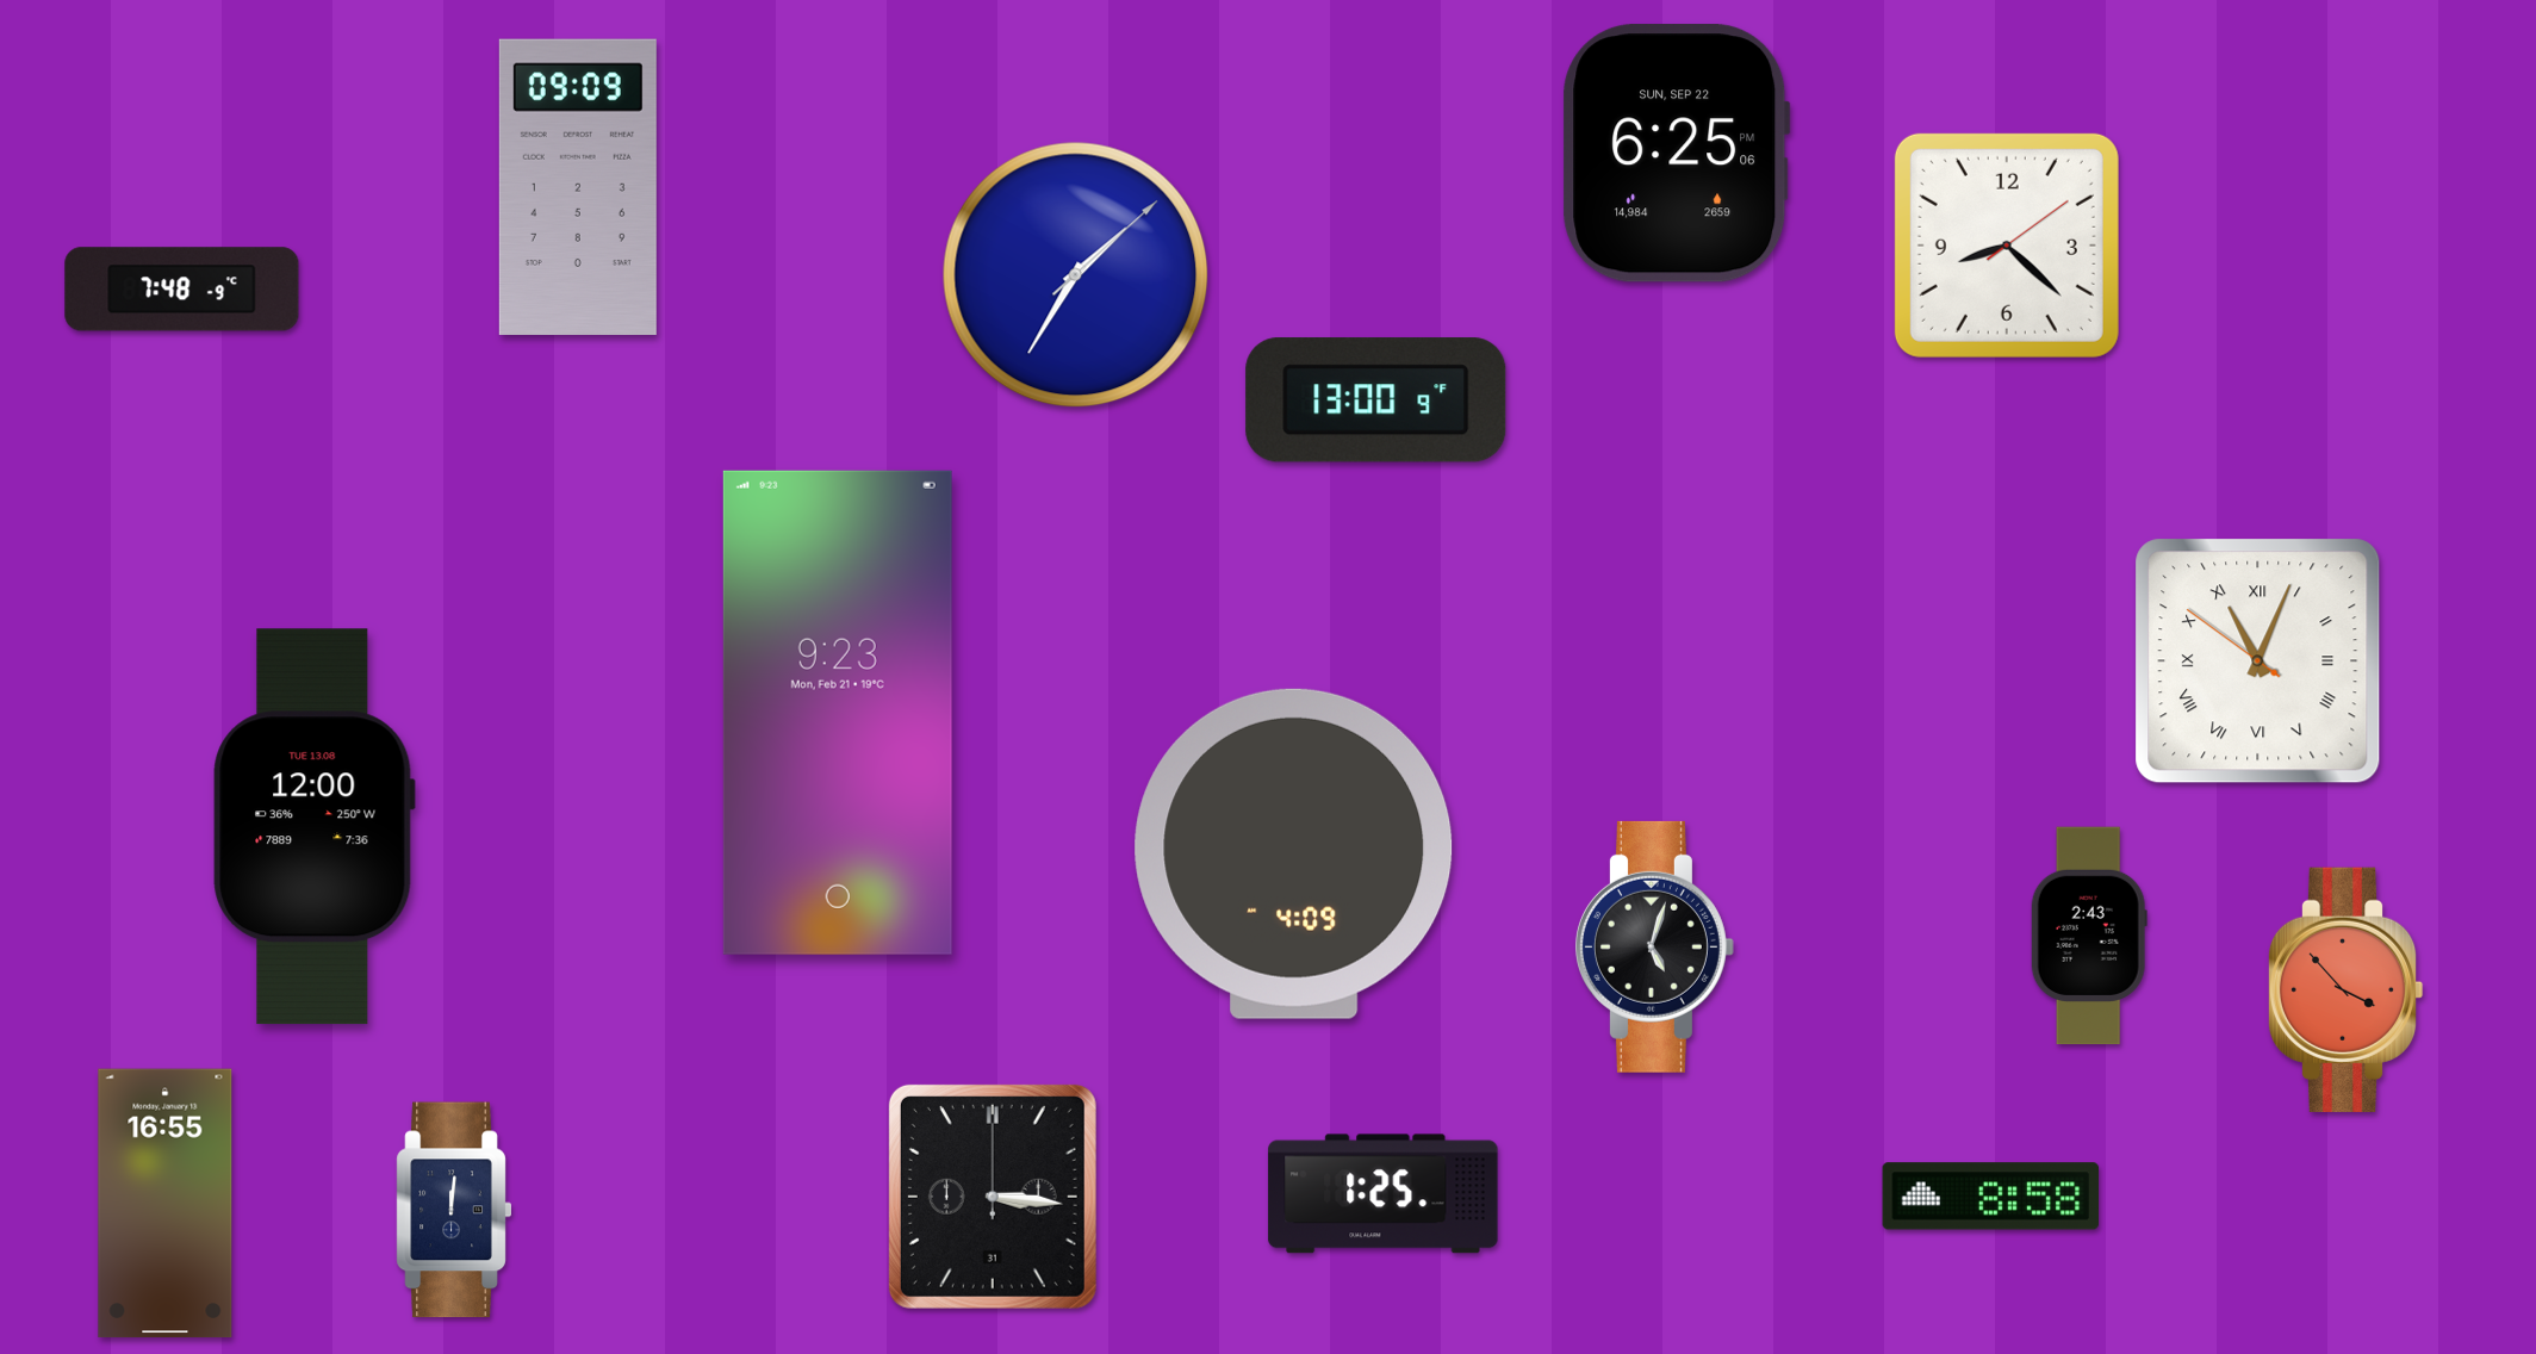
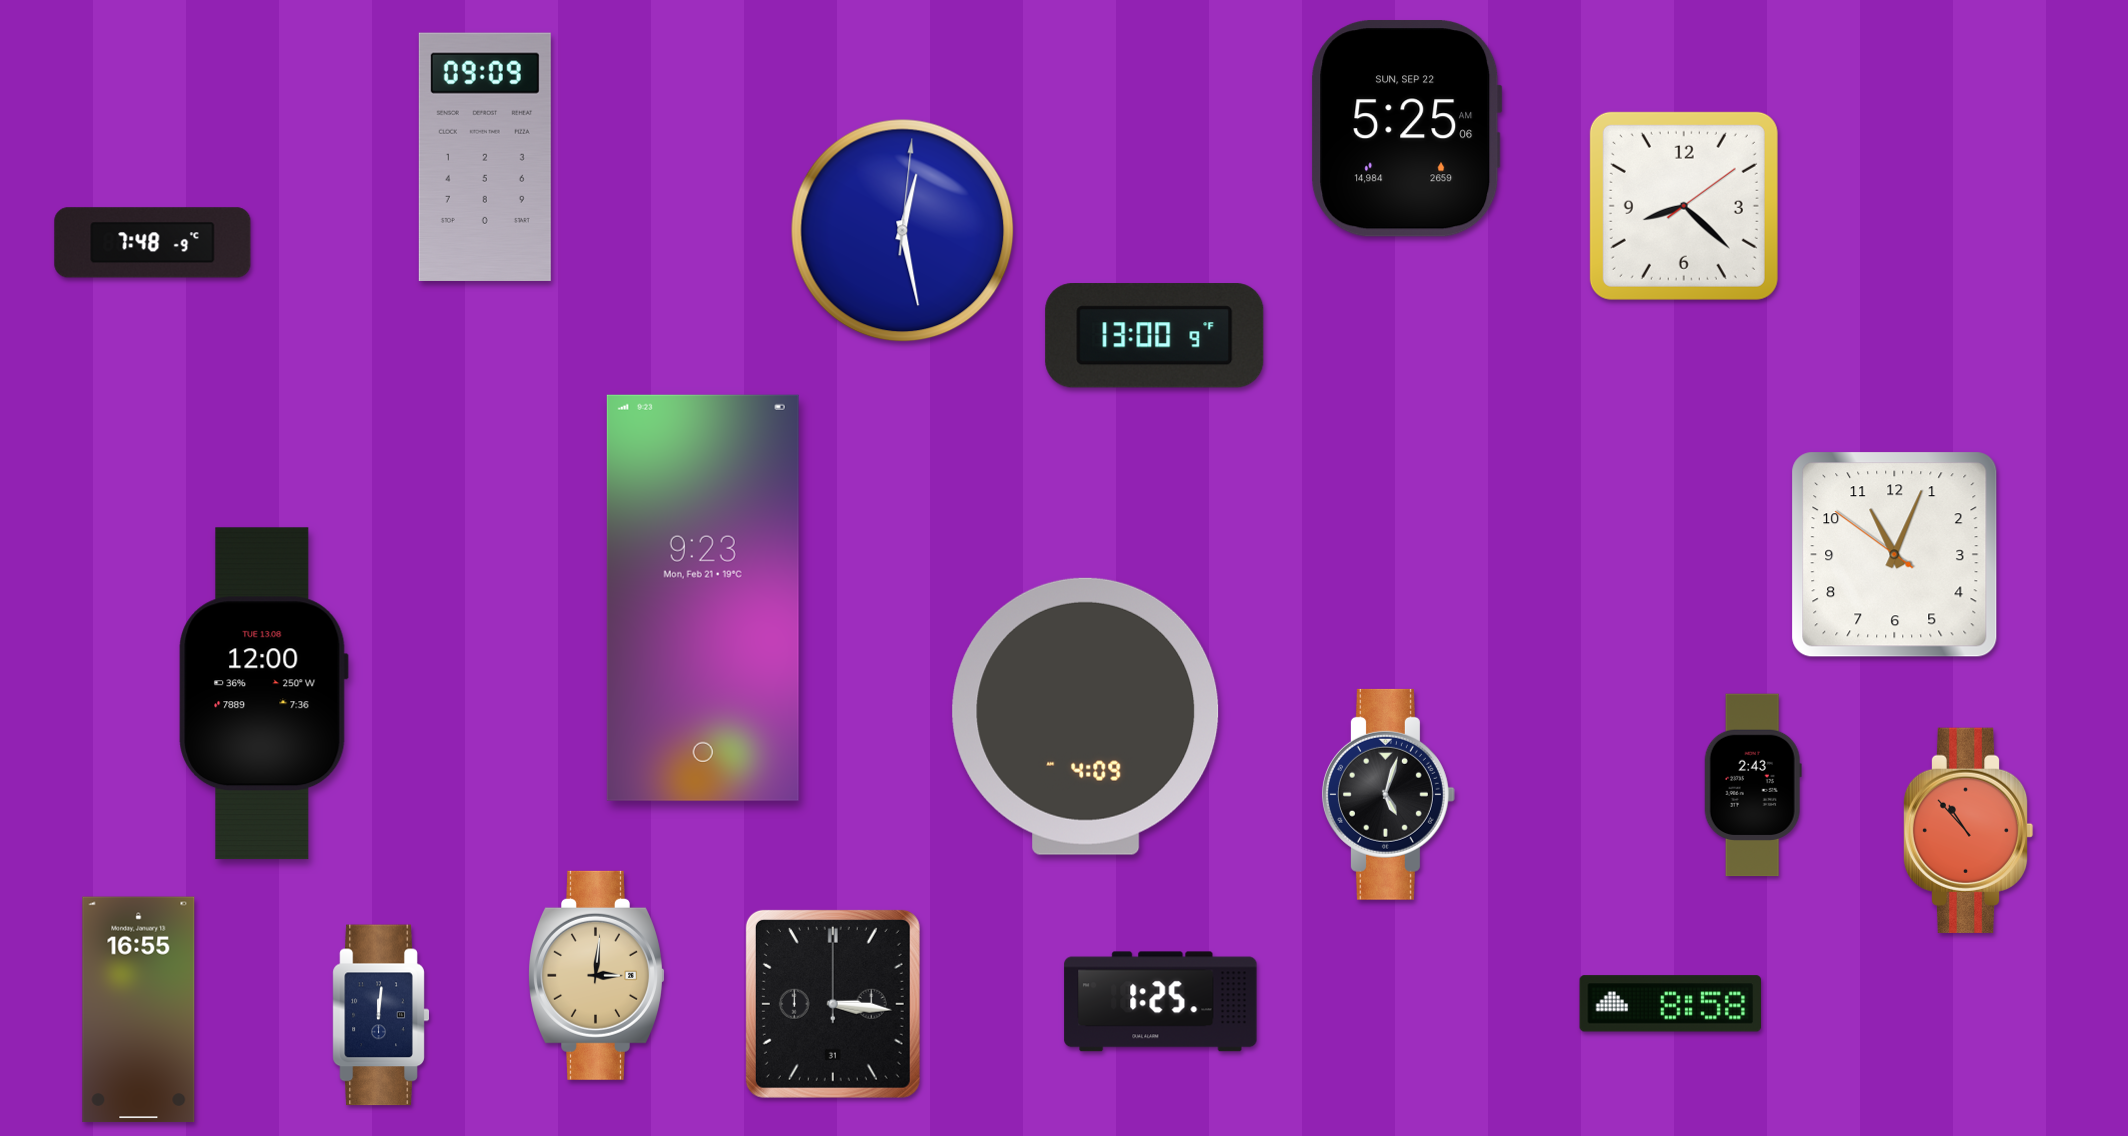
clock at (1677, 154): 6:25 -> 5:25
clock at (1076, 275): 1:35 -> 12:28
clock at (2258, 662) numerals: Roman -> Arabic
clock at (2345, 989): 3:53 -> 10:53
clock at (597, 975): none -> 3:01
